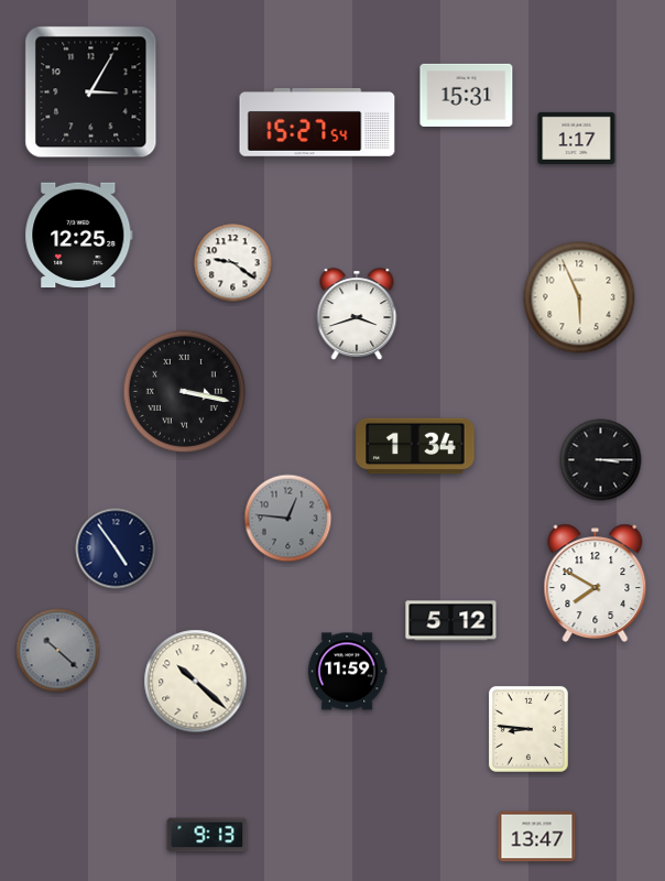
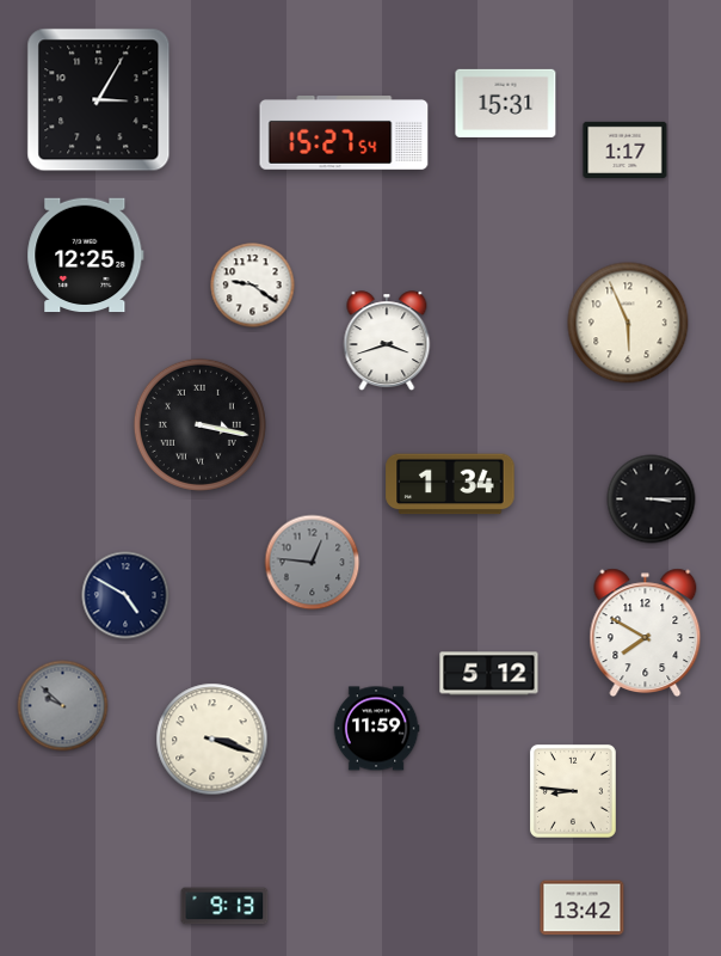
clock at (116, 548): 4:54 -> 4:50
clock at (58, 651): 10:22 -> 9:52
clock at (196, 682): 10:22 -> 3:18
clock at (537, 837): 13:47 -> 13:42
